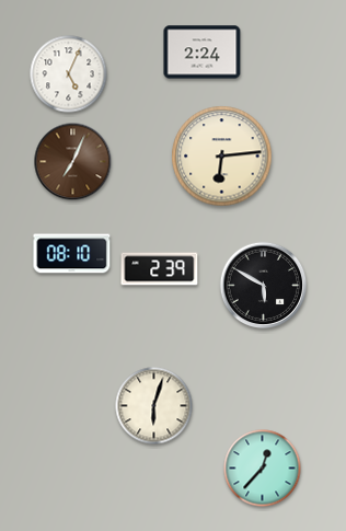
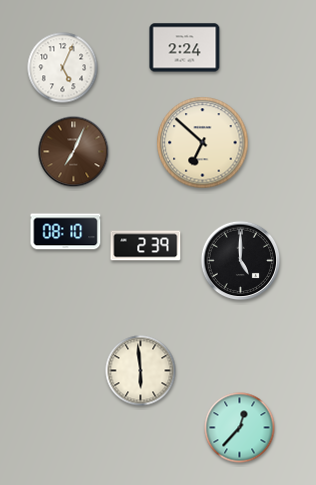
clock at (222, 157): 6:14 -> 6:52
clock at (73, 162) position: (73, 162) -> (74, 152)
clock at (264, 286): 5:50 -> 5:00
clock at (154, 406): 6:03 -> 5:59
